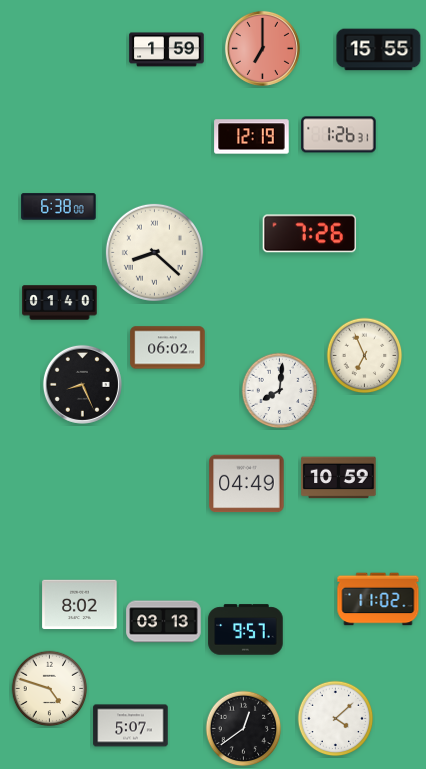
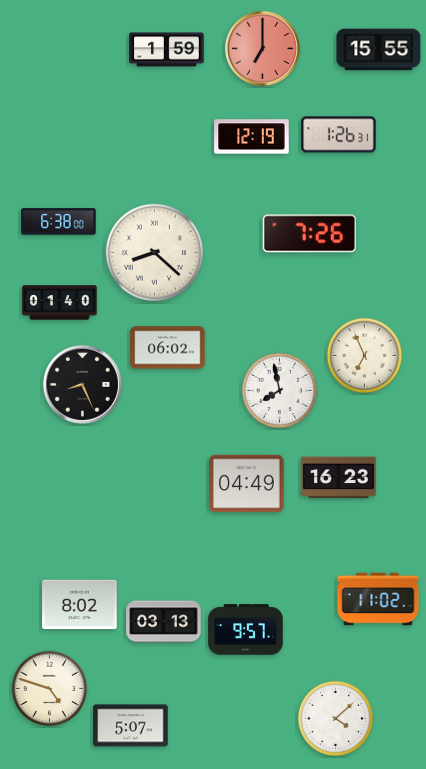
clock at (59, 207) position: (59, 207) -> (59, 222)
clock at (280, 391): 8:01 -> 7:58
clock at (339, 478): 10:59 -> 16:23
clock at (244, 729): 12:39 -> none
